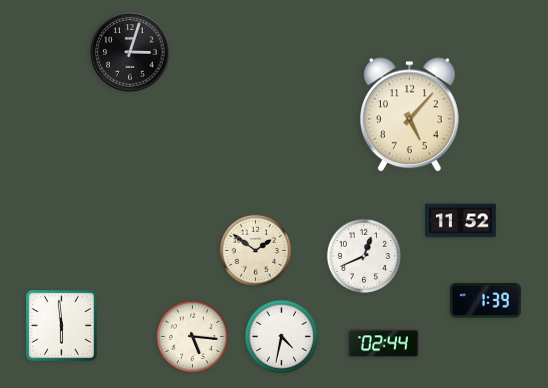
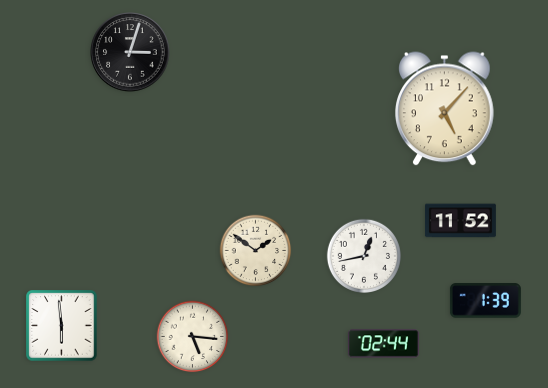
clock at (410, 115) position: (410, 115) -> (445, 109)
clock at (363, 255): 12:41 -> 12:43
clock at (282, 337): 4:32 -> none
